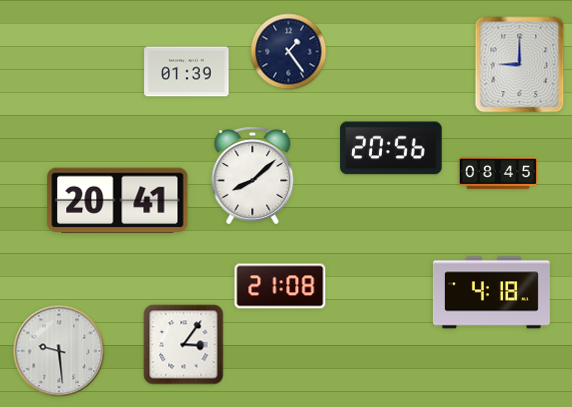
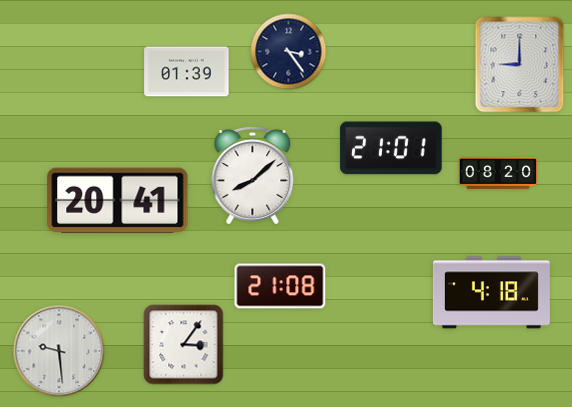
clock at (289, 52): 1:24 -> 3:24
clock at (391, 148): 20:56 -> 21:01
clock at (498, 173): 08:45 -> 08:20
